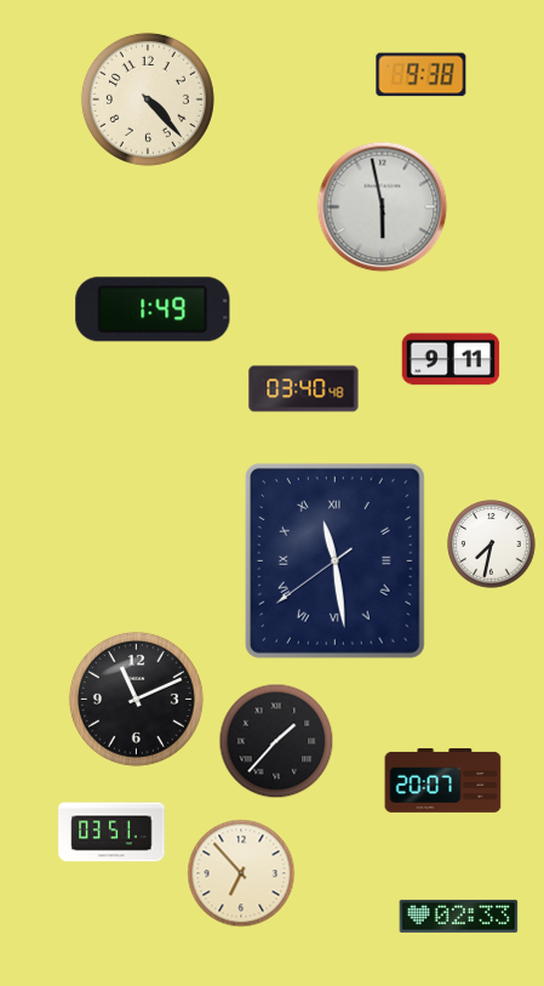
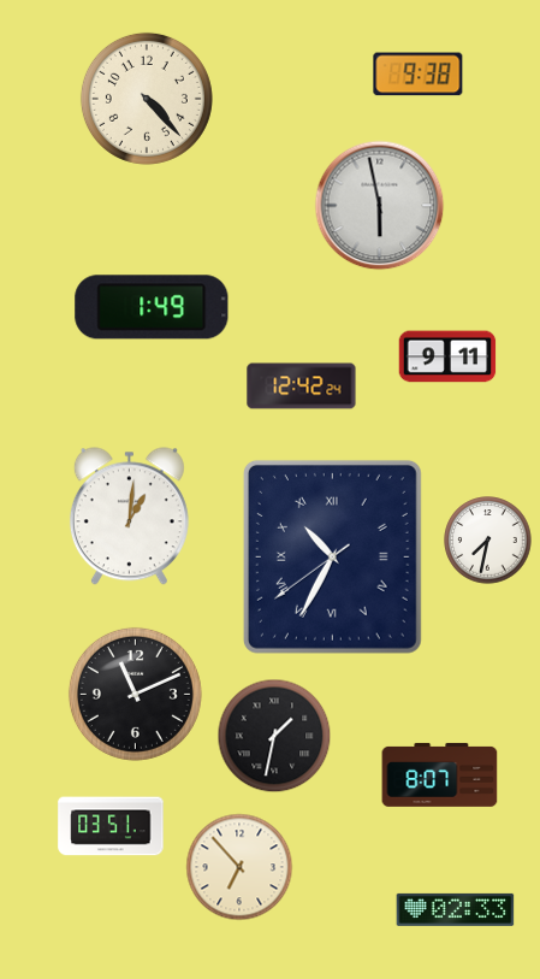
clock at (304, 389): 03:40 -> 12:42
clock at (129, 517): none -> 1:01
clock at (334, 560): 11:28 -> 10:34
clock at (276, 741): 1:37 -> 1:32
clock at (443, 780): 20:07 -> 8:07
